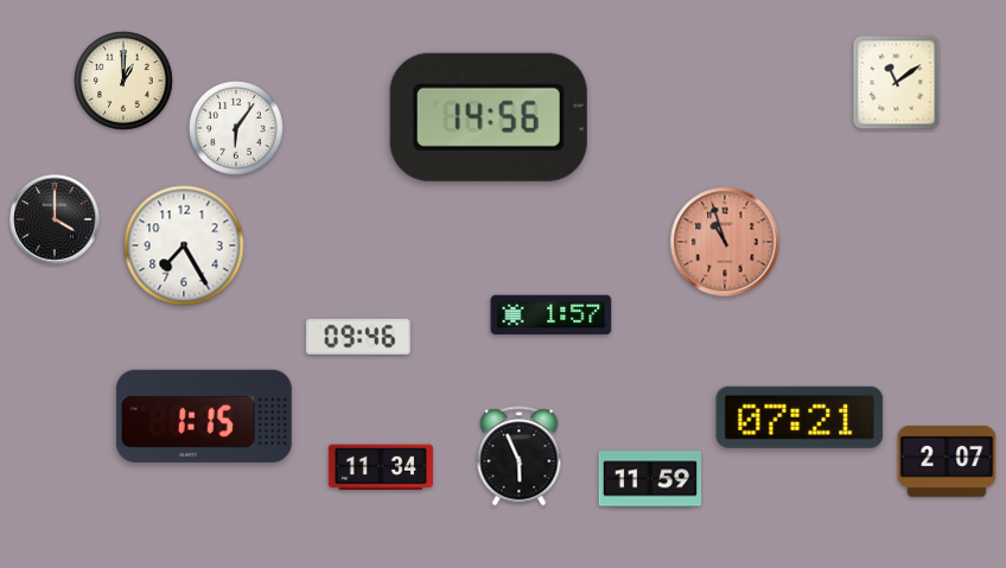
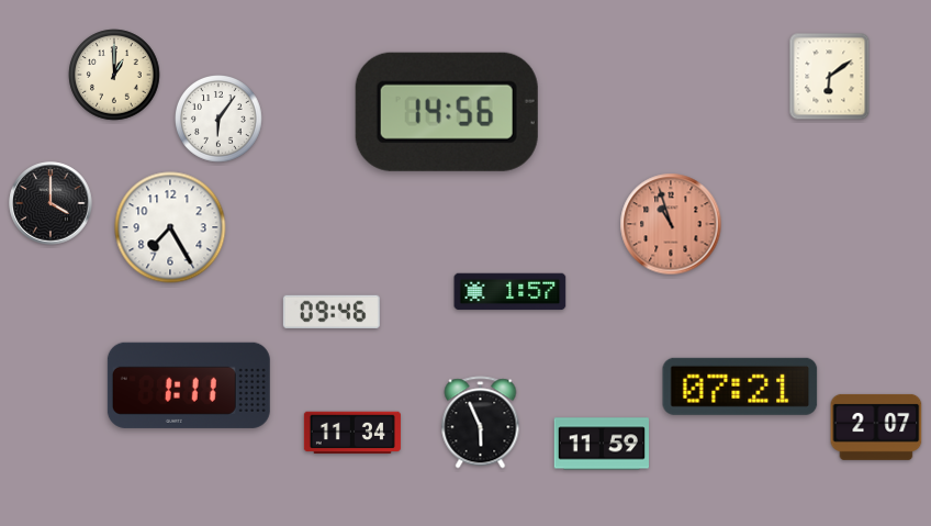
clock at (897, 83): 11:09 -> 6:09
clock at (489, 117) position: (489, 117) -> (447, 112)
clock at (204, 416): 1:15 -> 1:11
